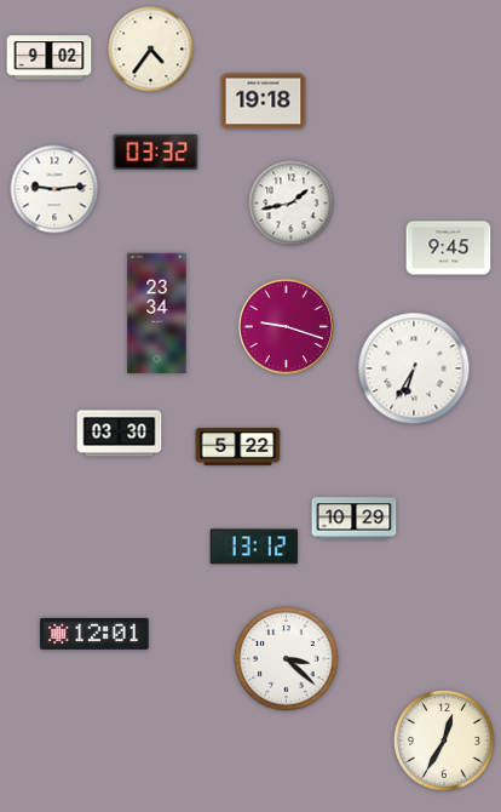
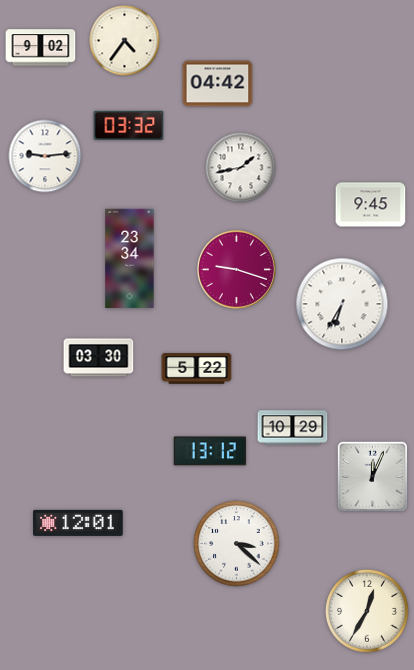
clock at (264, 102): 19:18 -> 04:42
clock at (373, 477): none -> 12:04
